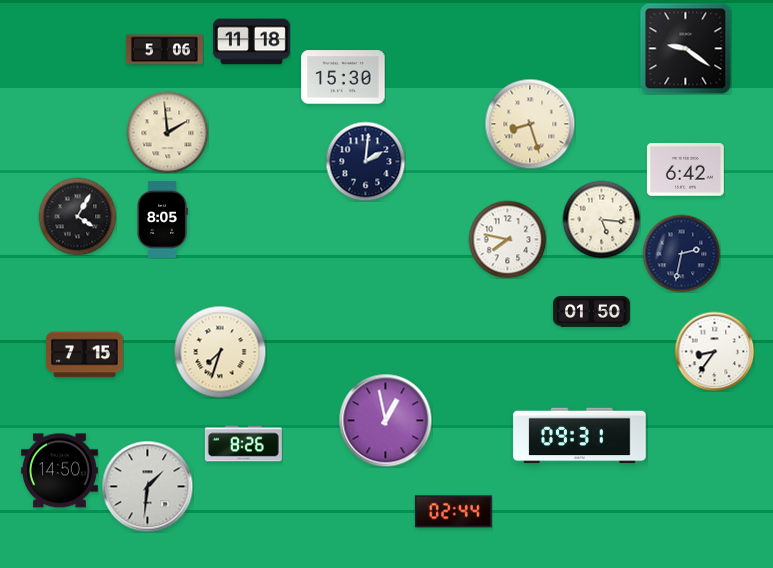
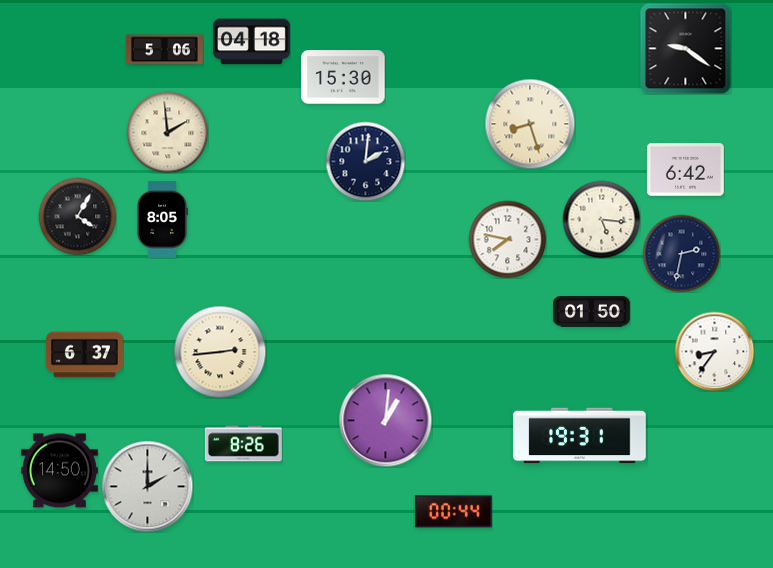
clock at (251, 42): 11:18 -> 04:18
clock at (220, 352): 7:33 -> 2:44
clock at (84, 355): 7:15 -> 6:37
clock at (385, 420): 12:58 -> 1:01
clock at (580, 436): 09:31 -> 19:31
clock at (147, 486): 1:31 -> 2:00
clock at (453, 512): 02:44 -> 00:44
